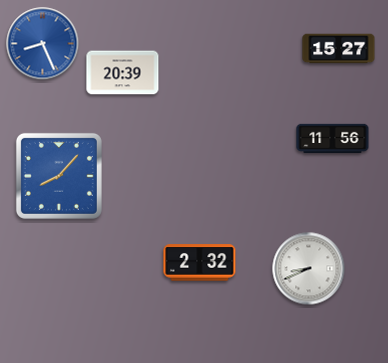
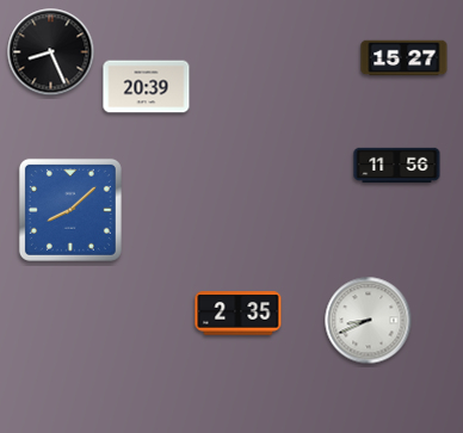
clock at (43, 44) dial: blue -> black
clock at (59, 176): 8:07 -> 8:08
clock at (200, 263): 2:32 -> 2:35
